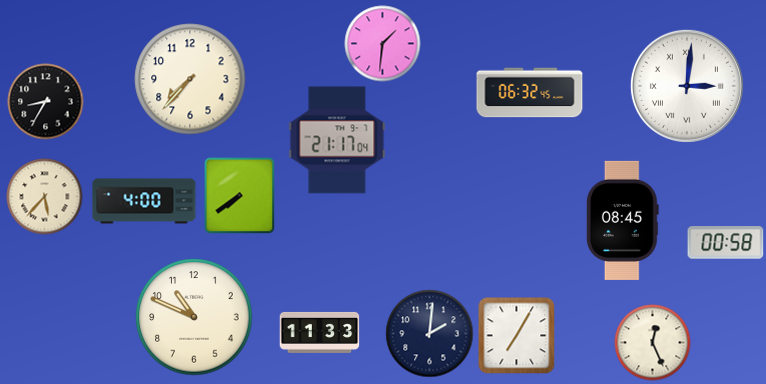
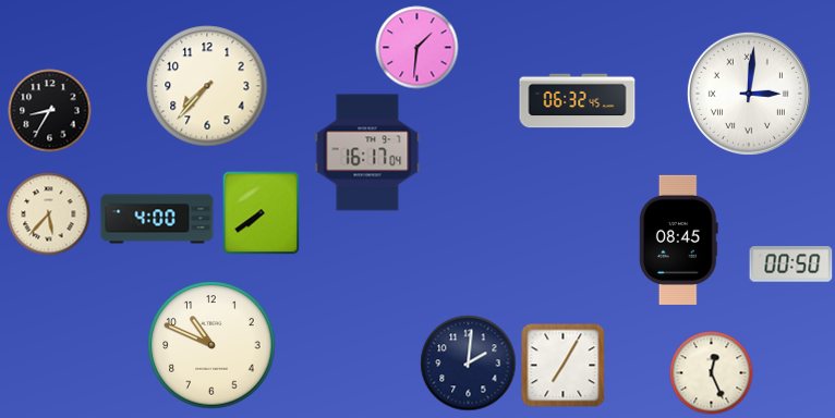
clock at (337, 140): 21:17 -> 16:17
clock at (726, 243): 00:58 -> 00:50
clock at (320, 332): 11:33 -> none
